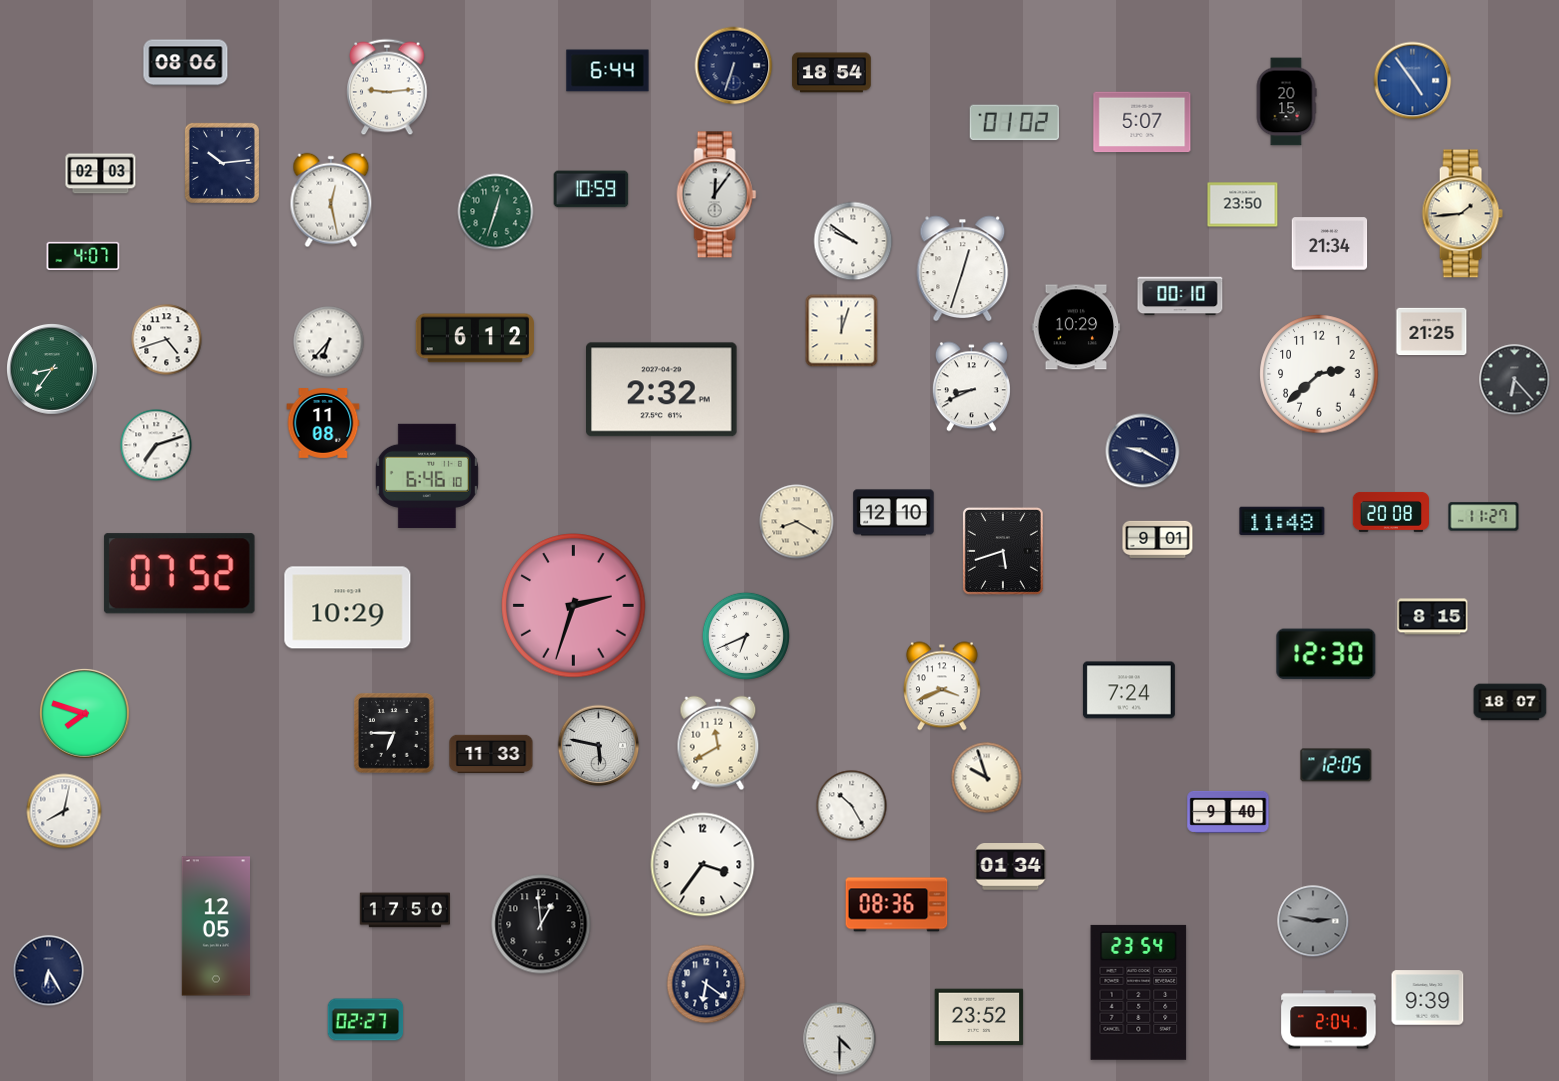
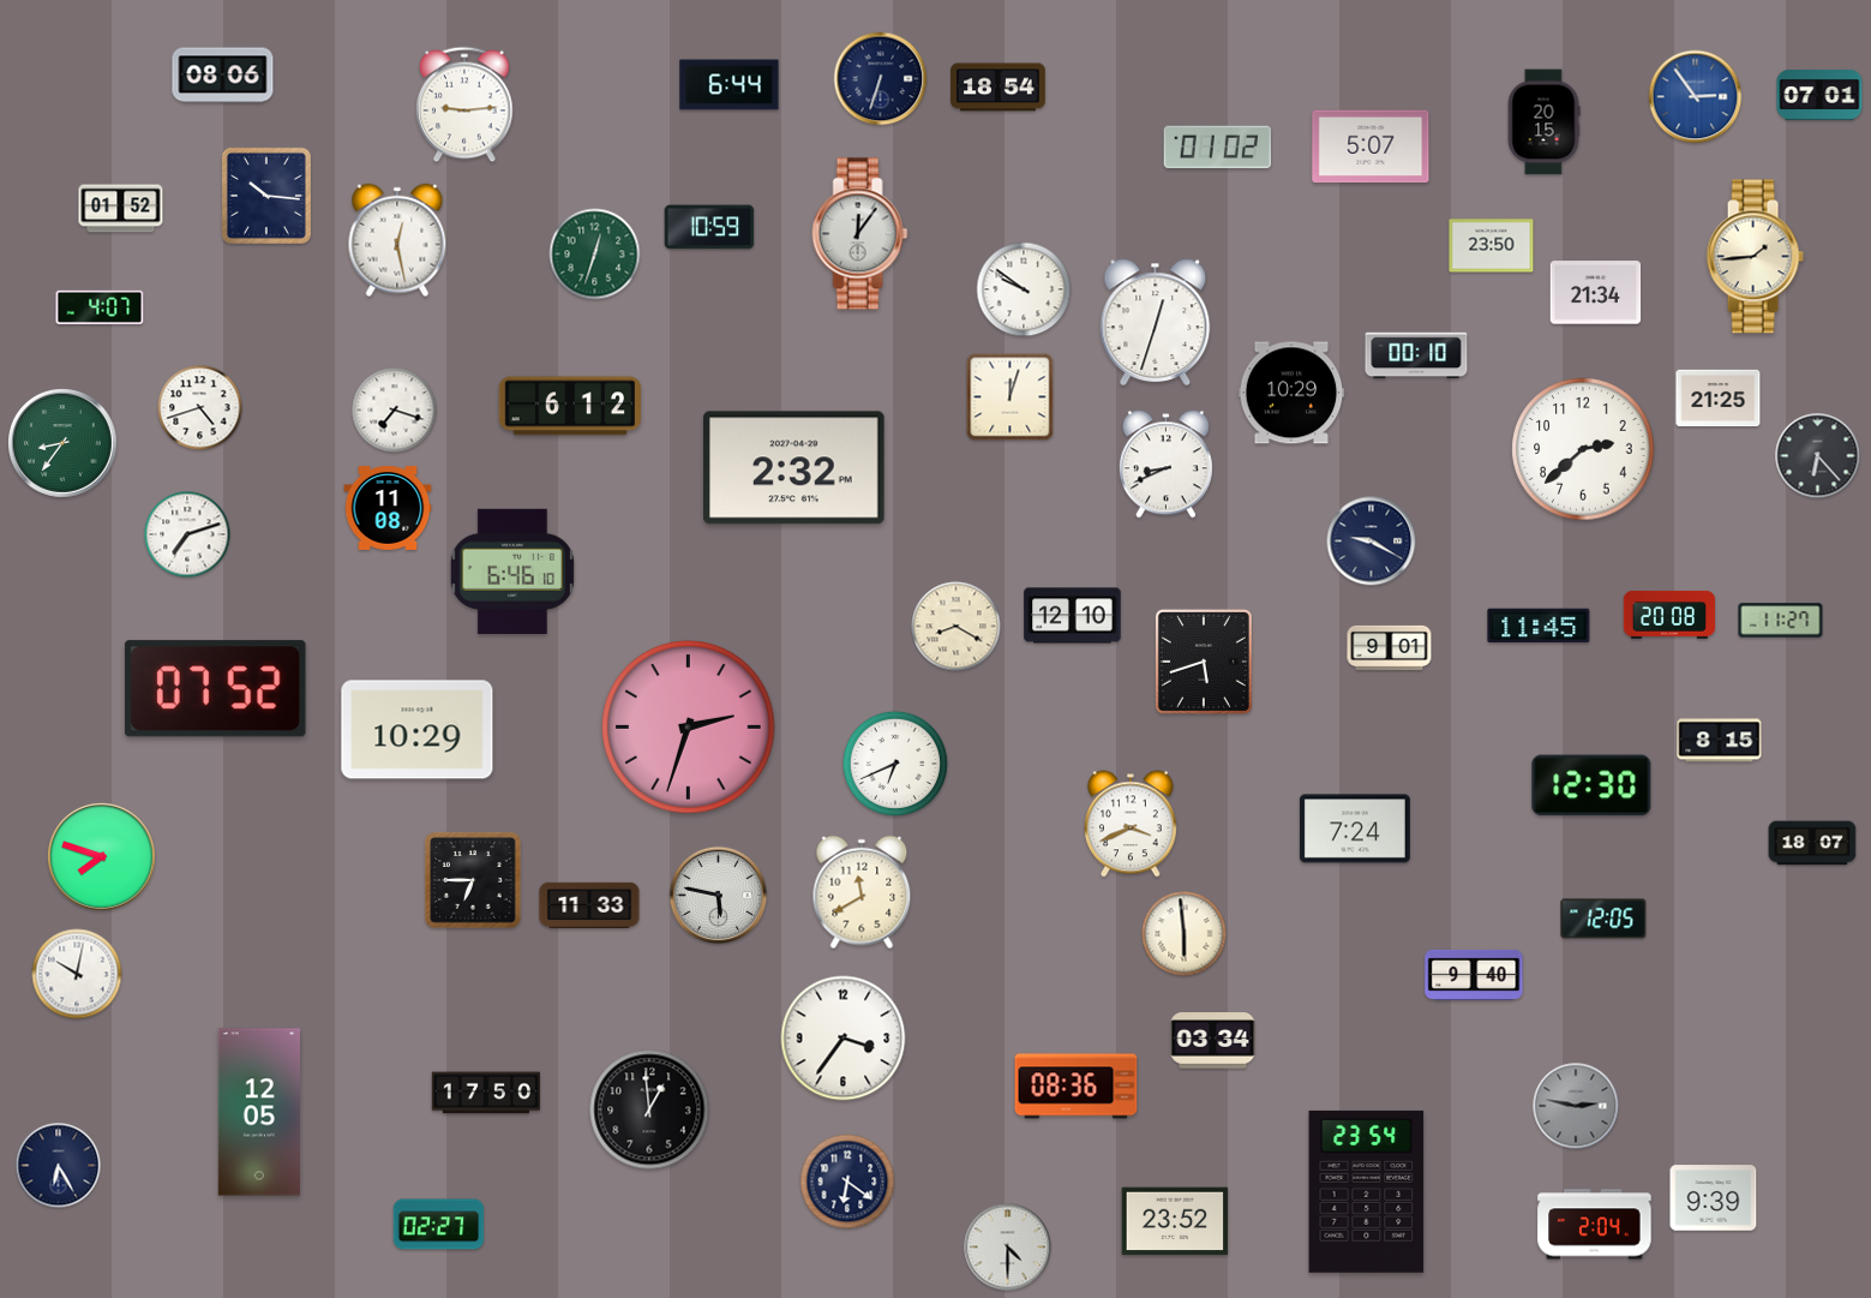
clock at (1819, 96): none -> 07:01
clock at (1413, 81): 4:54 -> 2:54
clock at (222, 163): 10:14 -> 10:16
clock at (101, 174): 02:03 -> 01:52
clock at (329, 342): 6:37 -> 7:18
clock at (1282, 521): 11:48 -> 11:45
clock at (987, 778): 9:57 -> 5:59
clock at (852, 806): 10:25 -> none
clock at (64, 811): 8:02 -> 10:02
clock at (1011, 867): 01:34 -> 03:34
